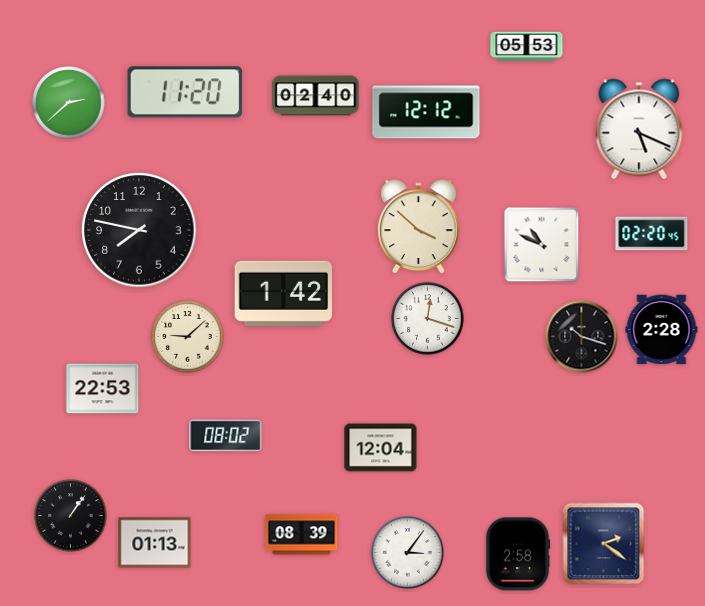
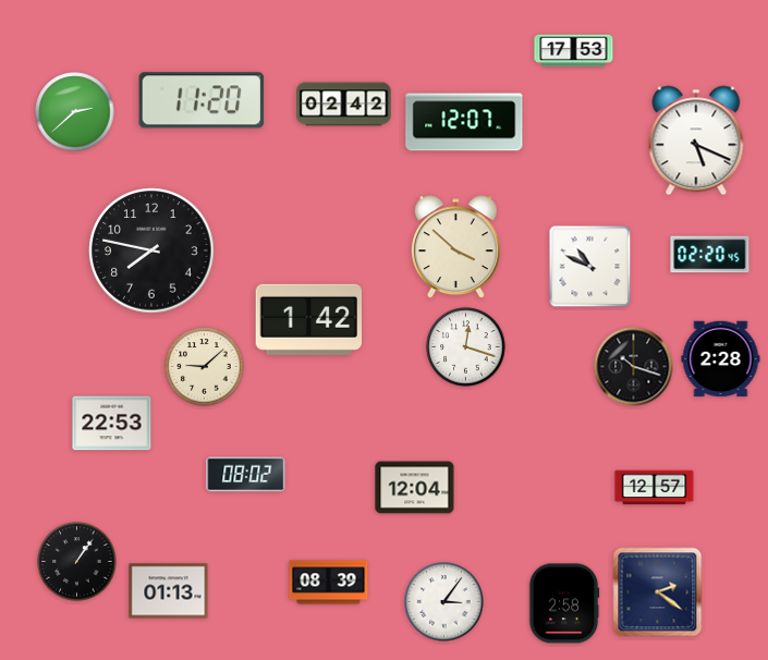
clock at (527, 47): 05:53 -> 17:53
clock at (316, 96): 02:40 -> 02:42
clock at (426, 112): 12:12 -> 12:07
clock at (655, 488): none -> 12:57
